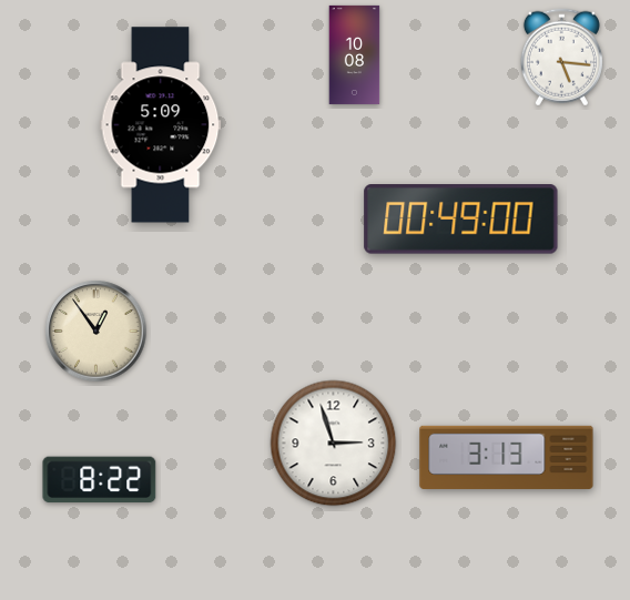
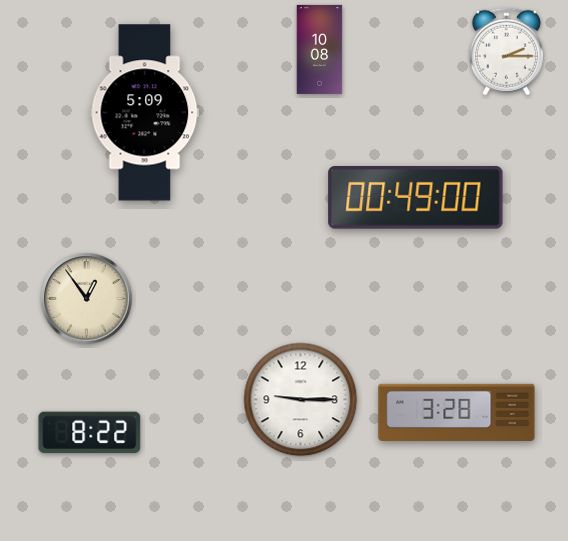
clock at (561, 58): 5:16 -> 2:15
clock at (334, 444): 2:57 -> 9:15
clock at (507, 457): 3:13 -> 3:28
